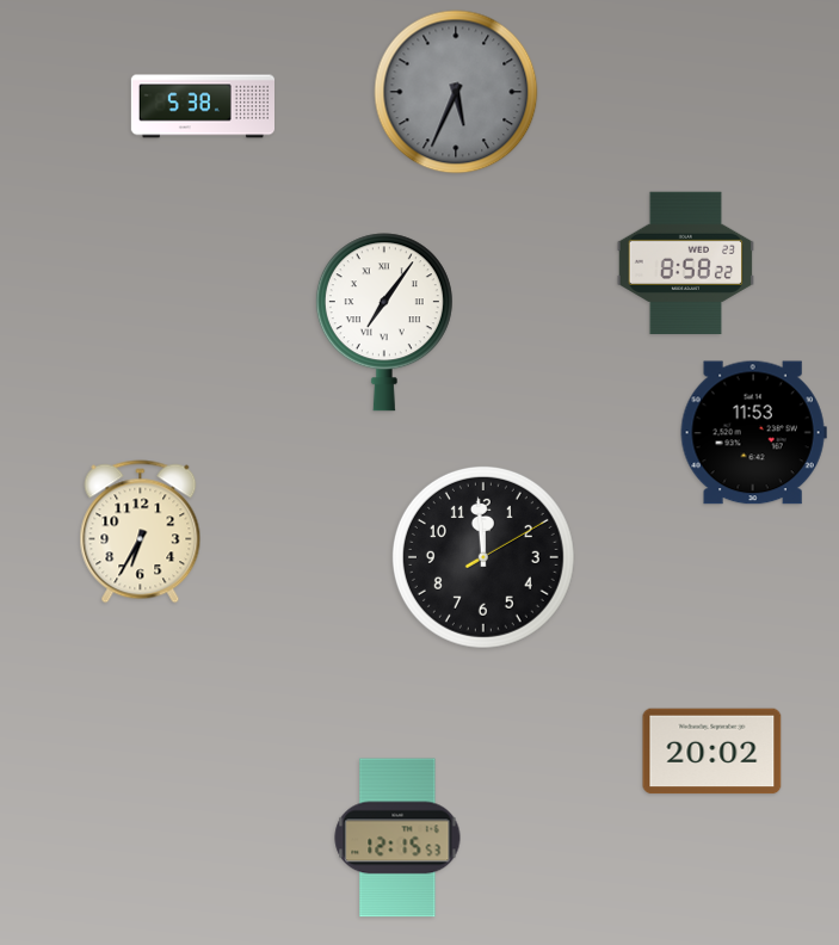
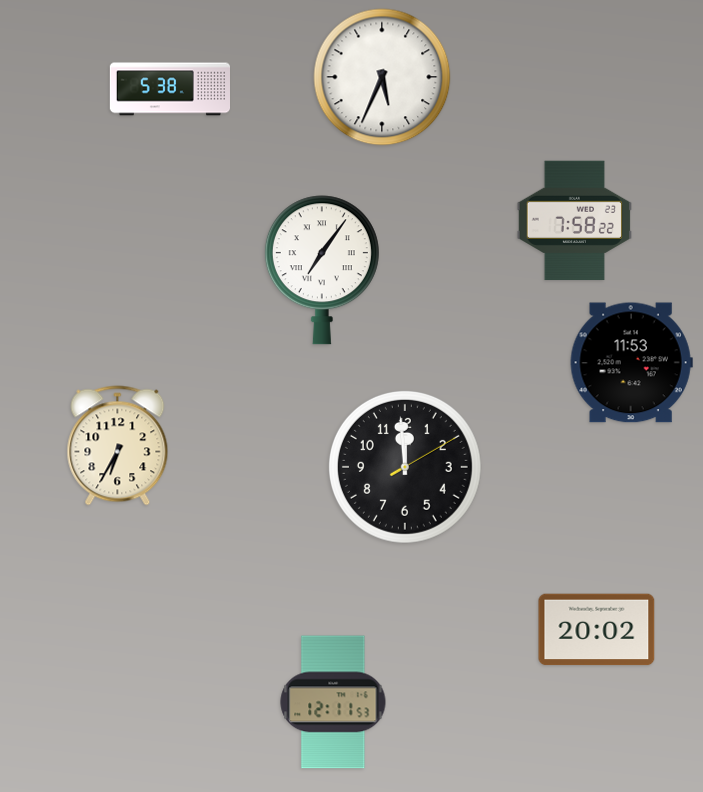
clock at (456, 92) dial: grey -> white
clock at (685, 264): 8:58 -> 7:58
clock at (397, 838): 12:15 -> 12:11
